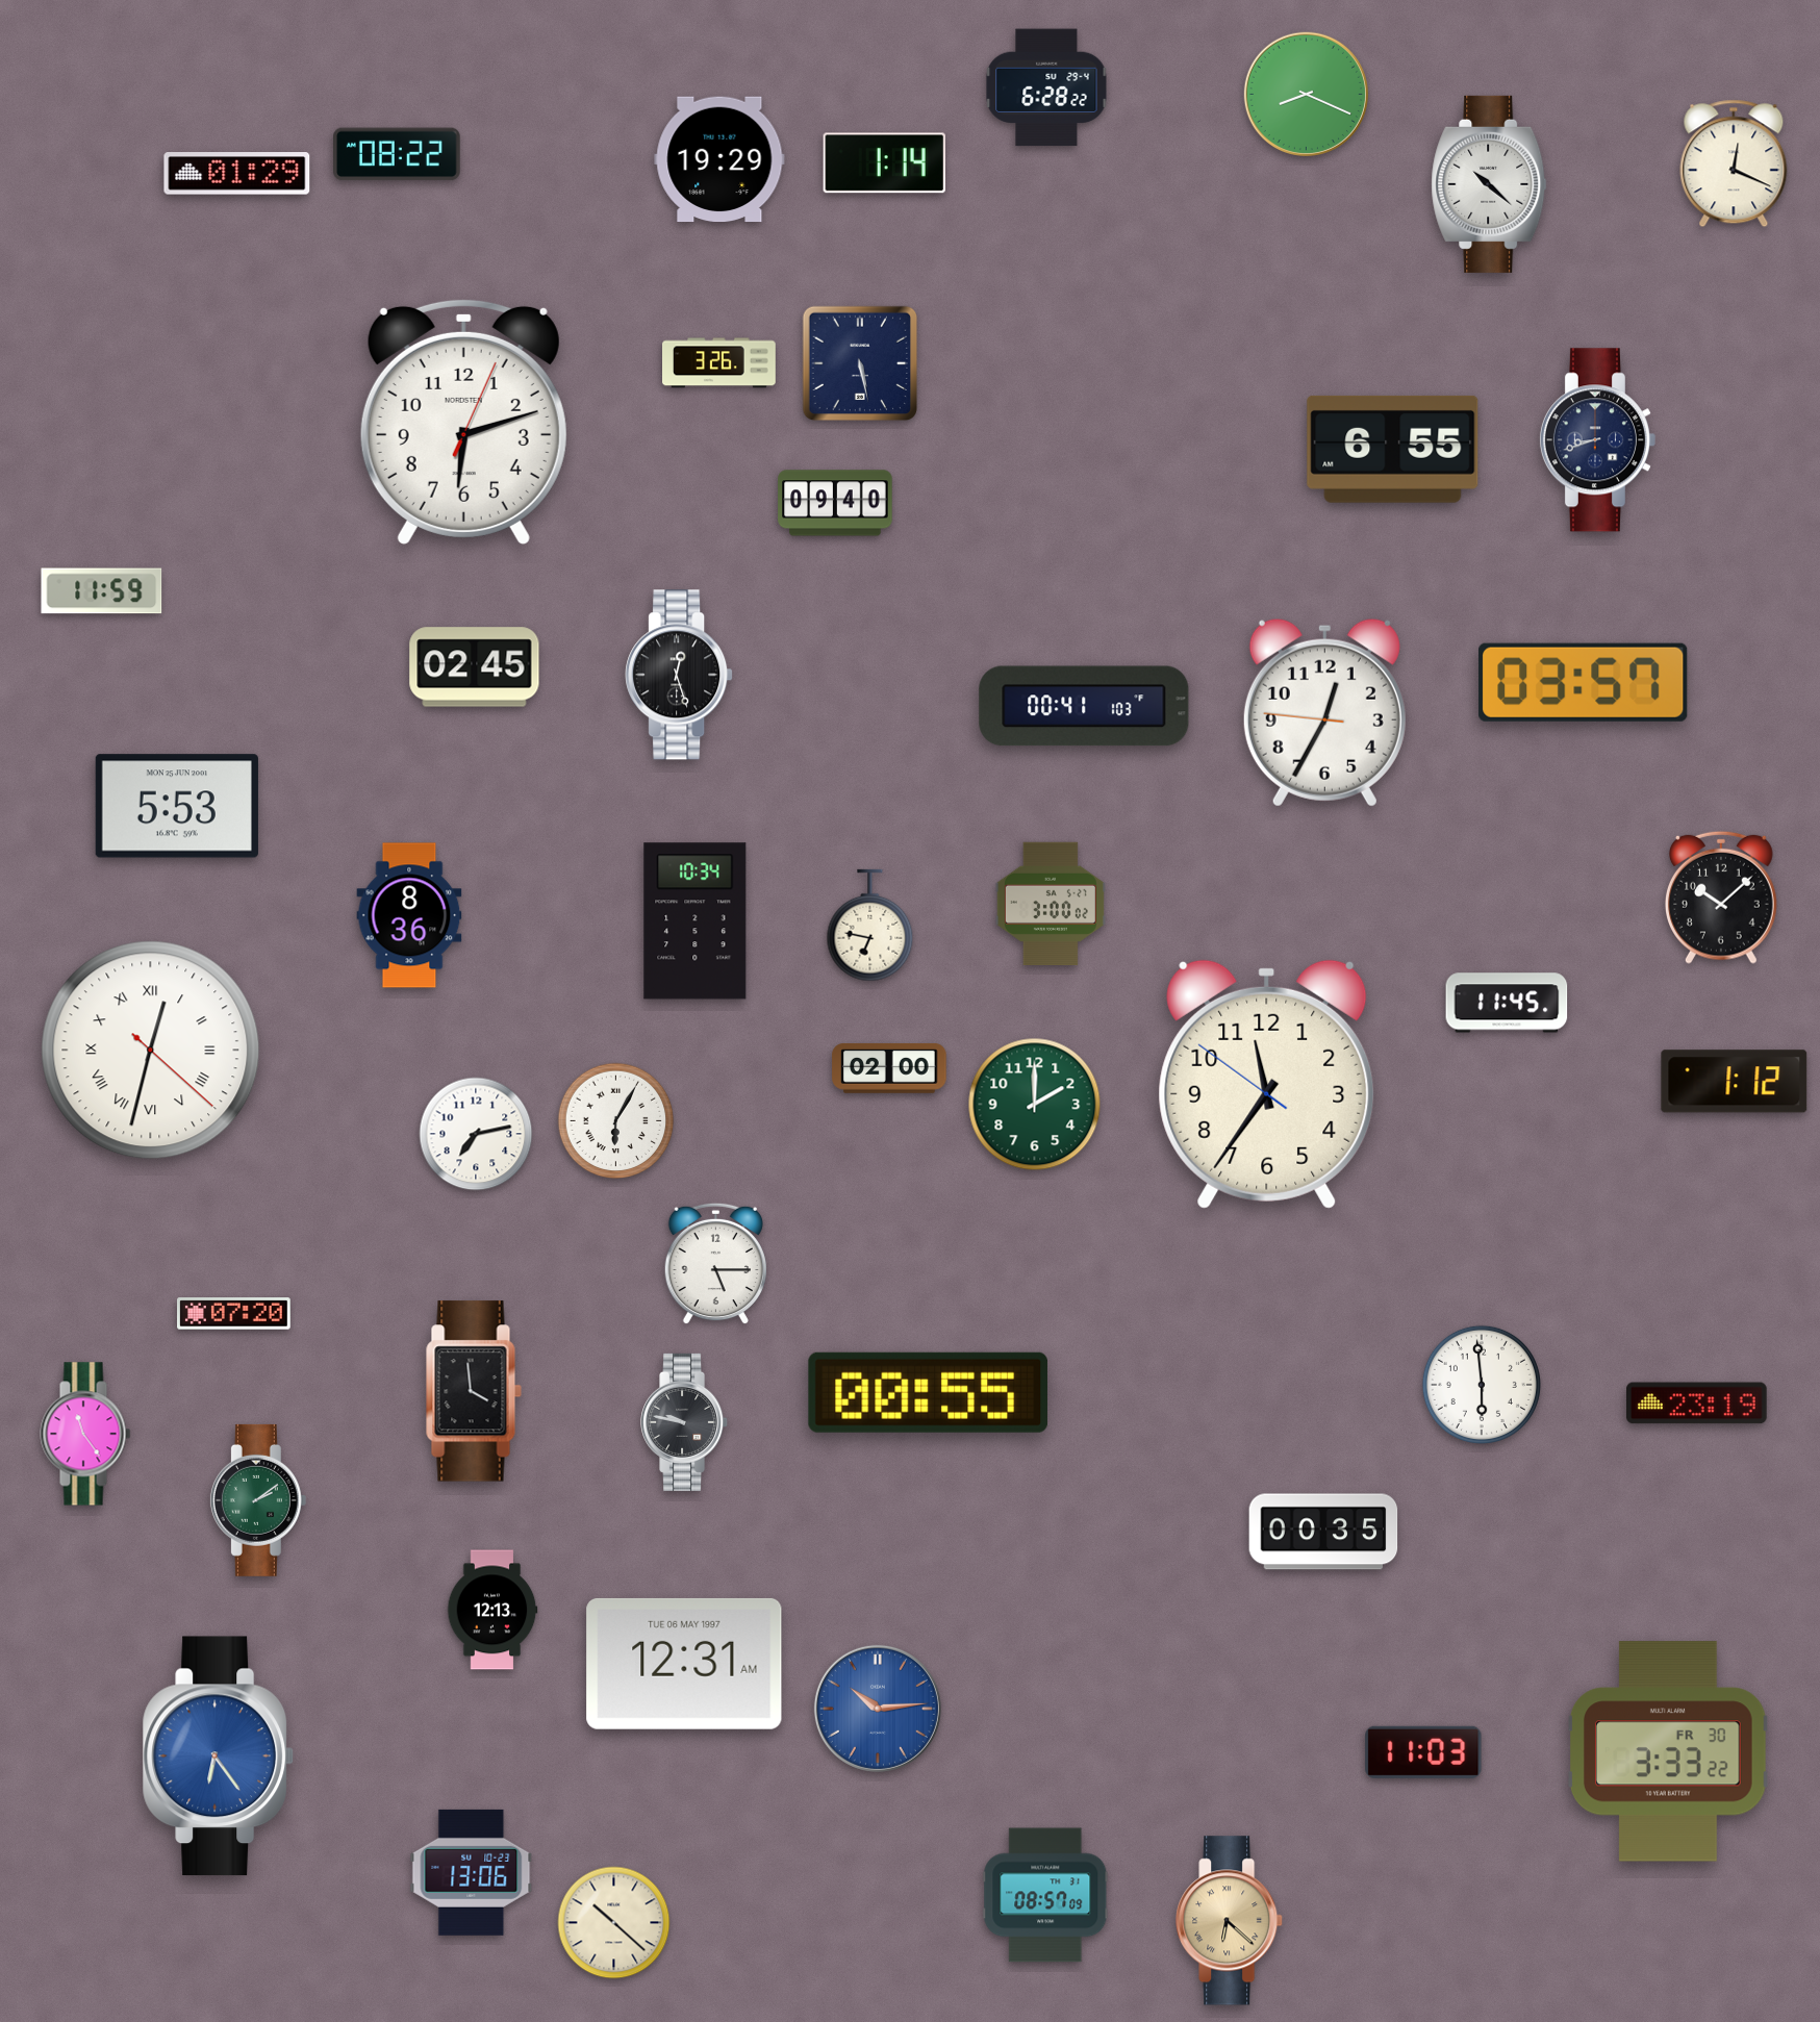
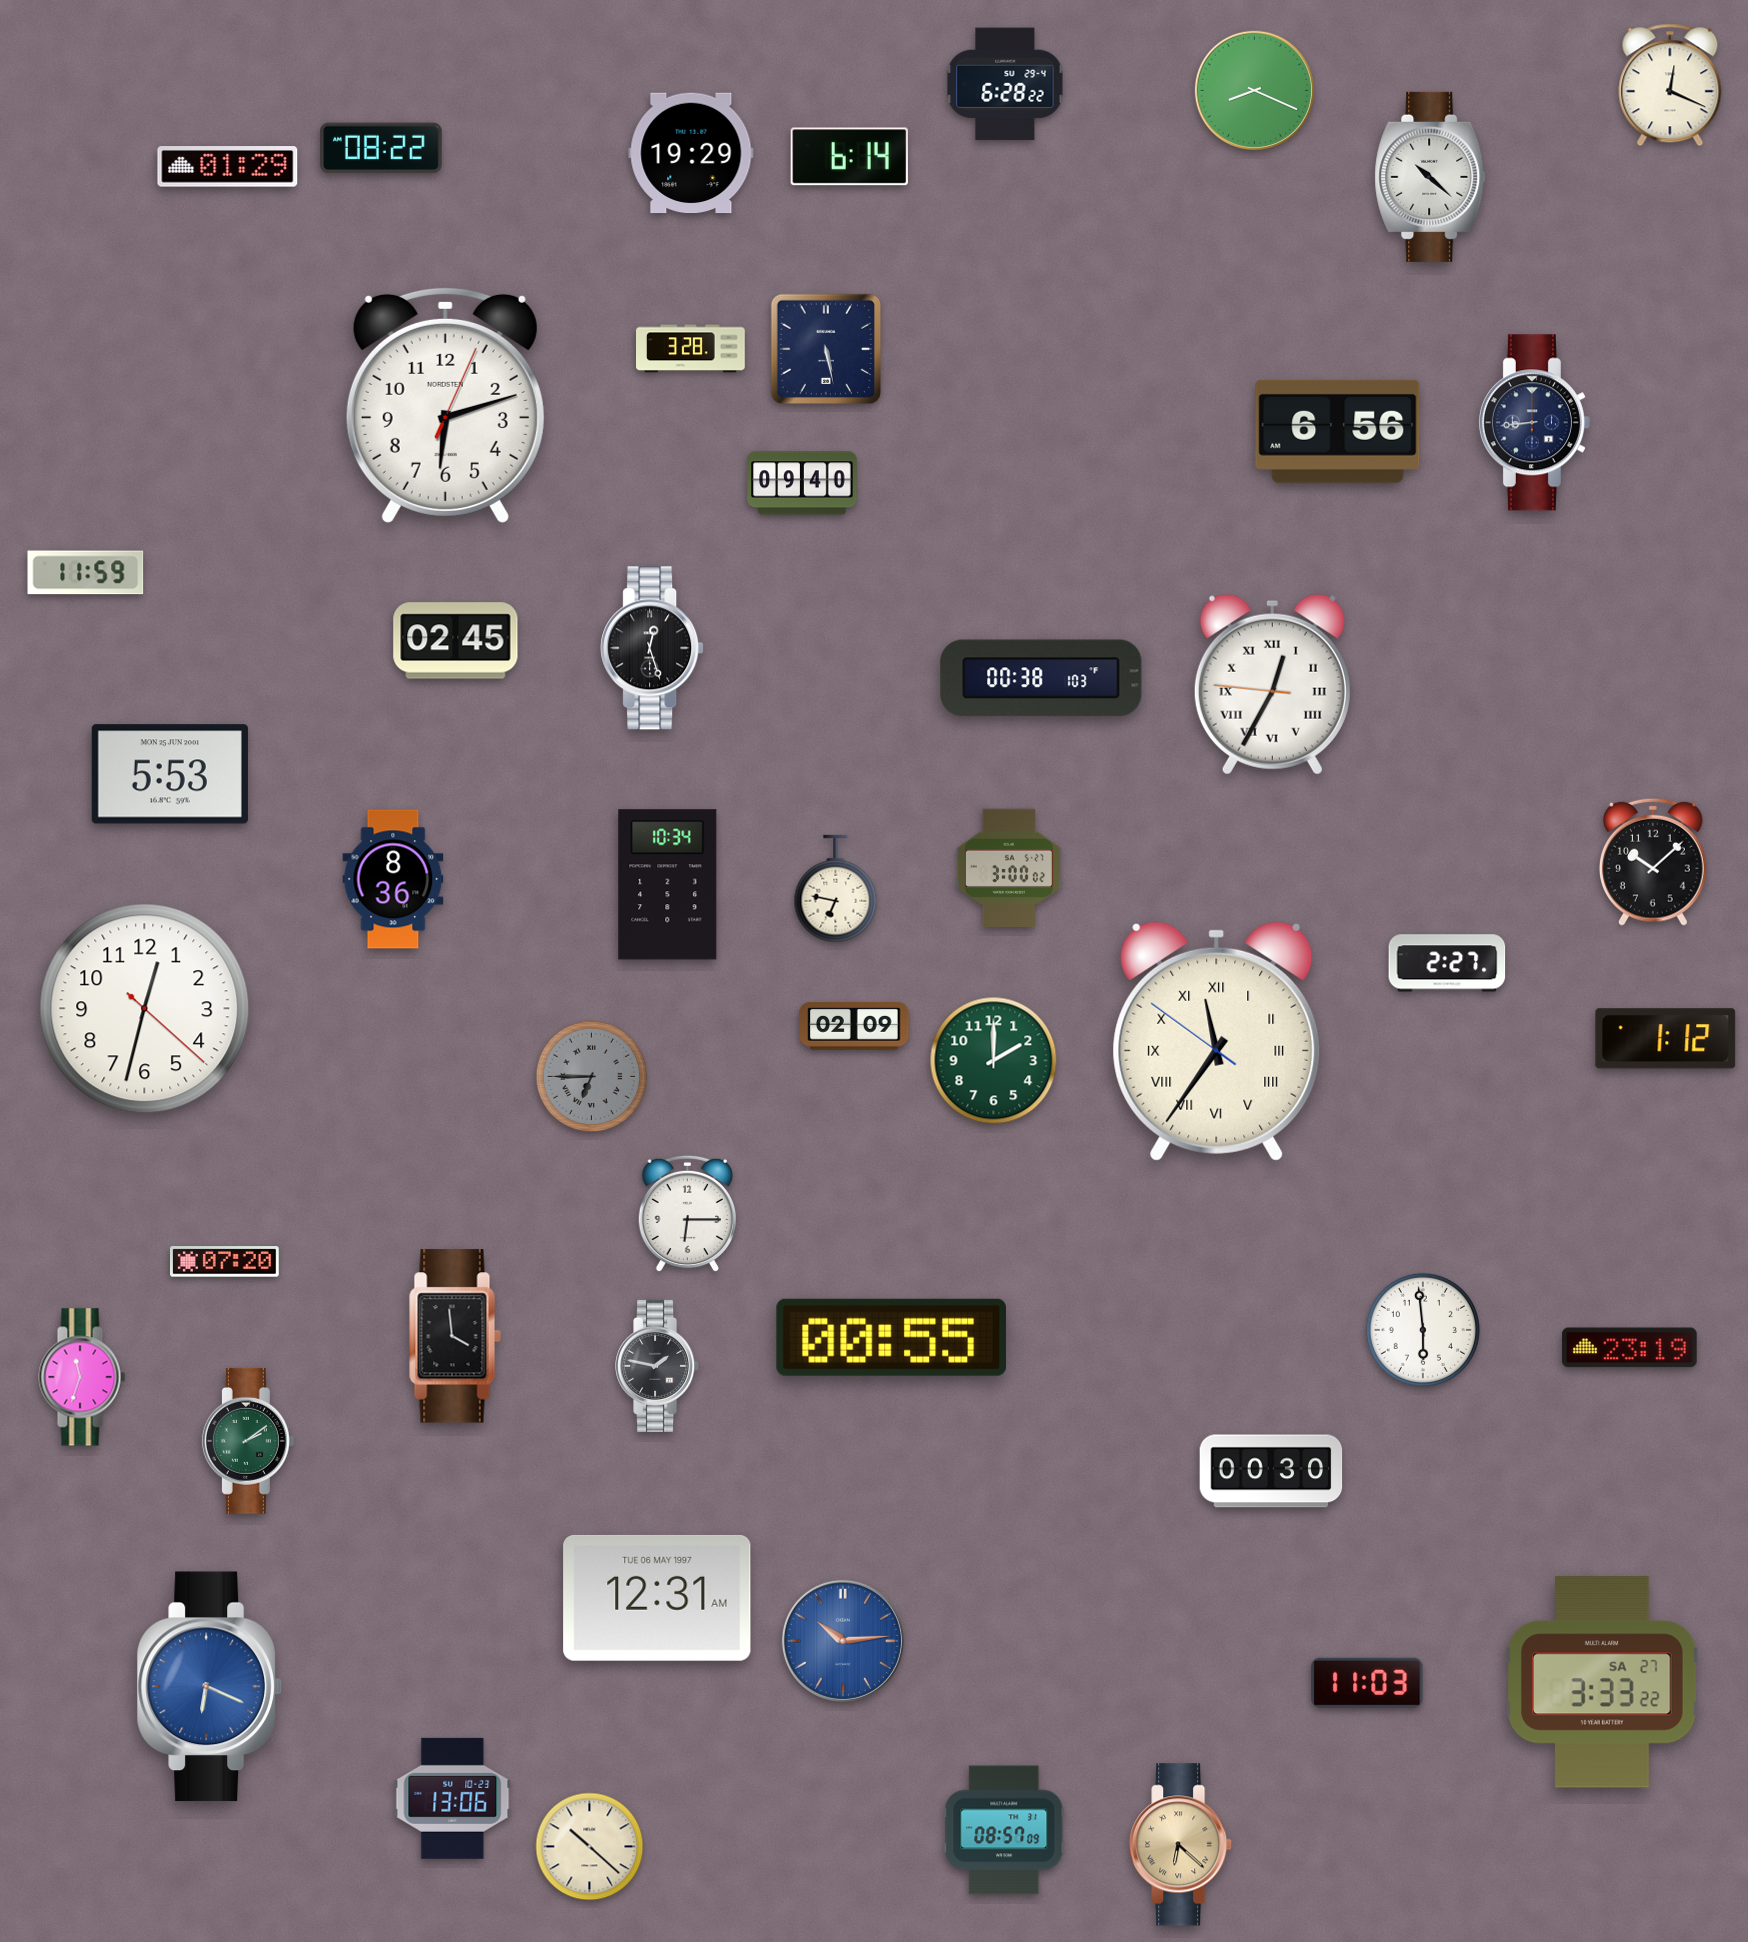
clock at (884, 163): 1:14 -> 6:14
clock at (1734, 163) position: (1734, 163) -> (1670, 85)
clock at (719, 363): 3:26 -> 3:28
clock at (1597, 440): 8:42 -> 8:44
clock at (1393, 449): 6:55 -> 6:56
clock at (102, 591) position: (102, 591) -> (86, 573)
clock at (1584, 682): 03:57 -> none
clock at (1084, 706): 00:41 -> 00:38
clock at (1324, 712) numerals: Arabic -> Roman
clock at (1507, 1003): 11:45 -> 2:27
clock at (151, 1051) numerals: Roman -> Arabic
clock at (889, 1068): 02:00 -> 02:09
clock at (1267, 1084) numerals: Arabic -> Roman
clock at (616, 1121): 6:05 -> 6:45
clock at (616, 1121) dial: white -> grey
clock at (476, 1134): 7:13 -> none
clock at (715, 1264): 5:15 -> 6:15
clock at (685, 1422): 9:47 -> 1:47
clock at (85, 1434): 11:24 -> 11:33
clock at (1323, 1532): 00:35 -> 00:30
clock at (492, 1610): 12:13 -> none
clock at (1669, 1751) date: FR 30 -> SA 27
clock at (218, 1756): 6:24 -> 6:19
clock at (1045, 1895) position: (1045, 1895) -> (1004, 1830)
